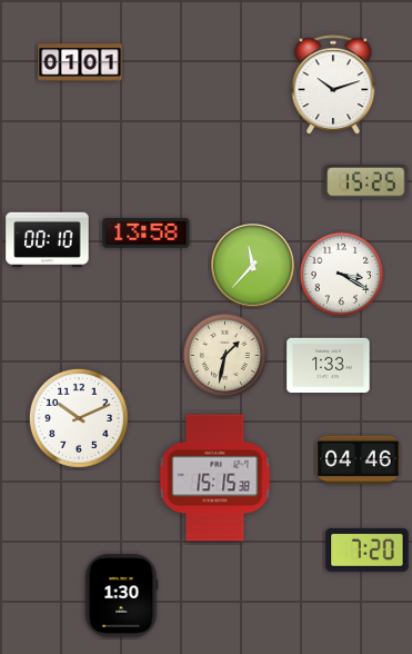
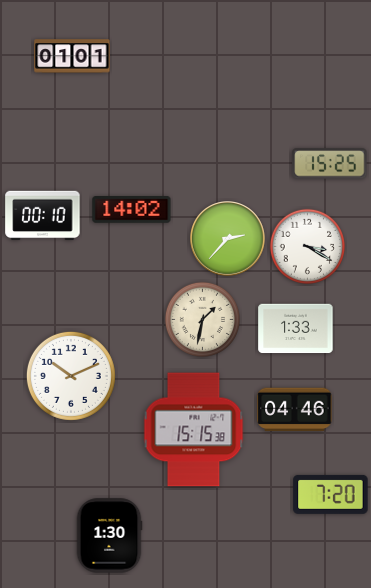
clock at (333, 86): 10:12 -> none
clock at (147, 234): 13:58 -> 14:02
clock at (253, 266): 11:37 -> 2:37
clock at (359, 460) position: (359, 460) -> (295, 410)
